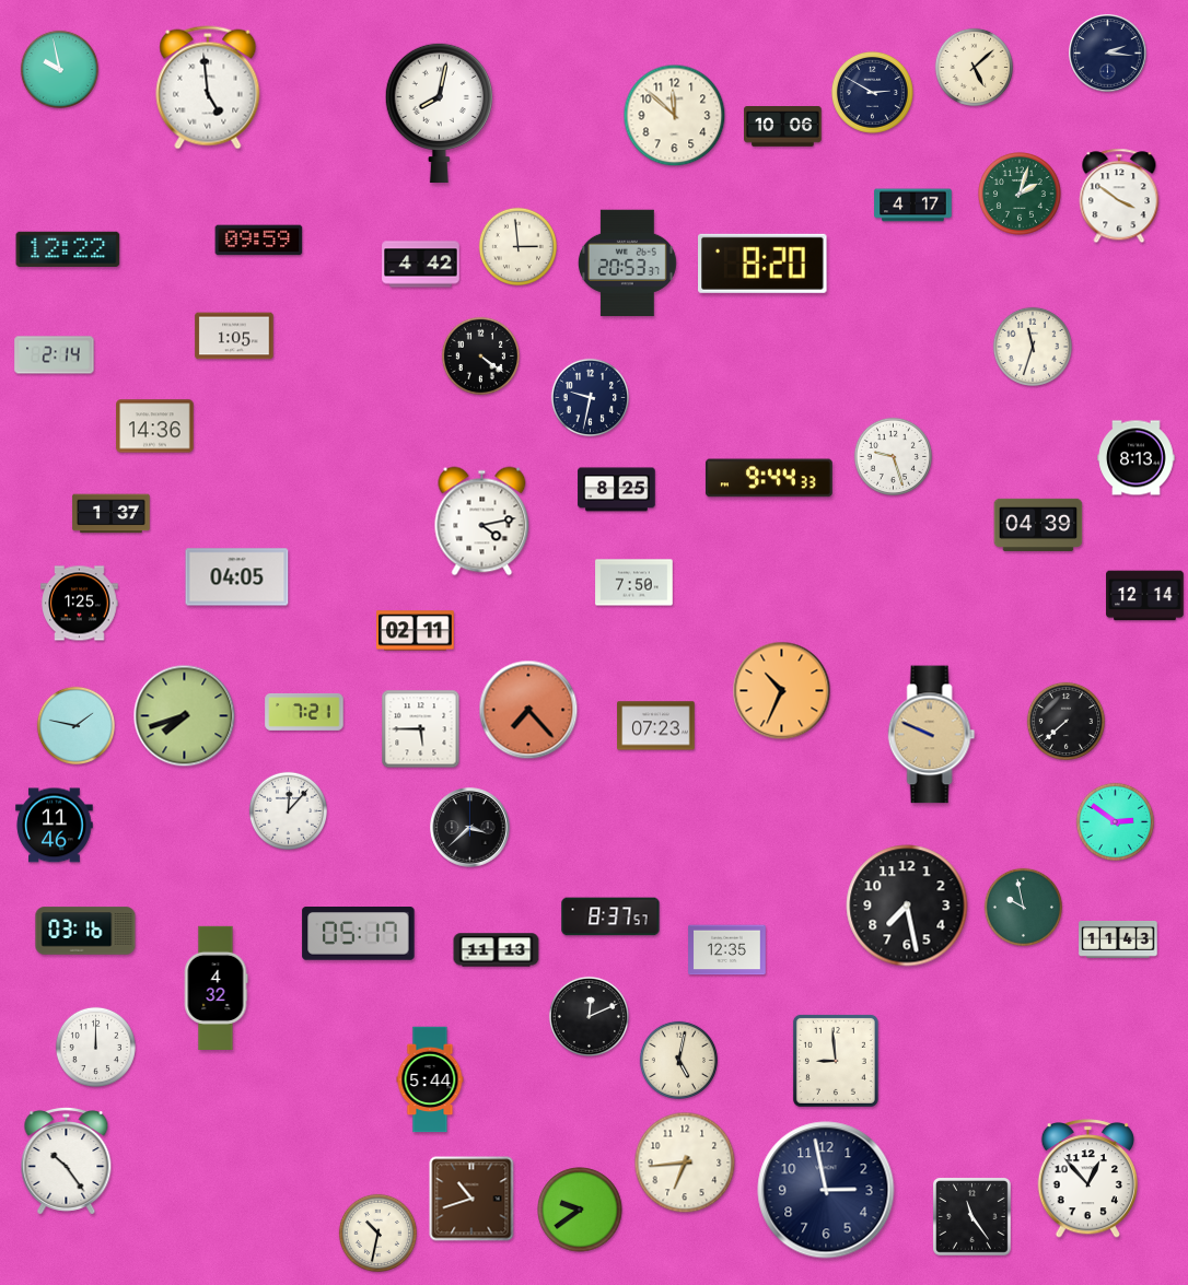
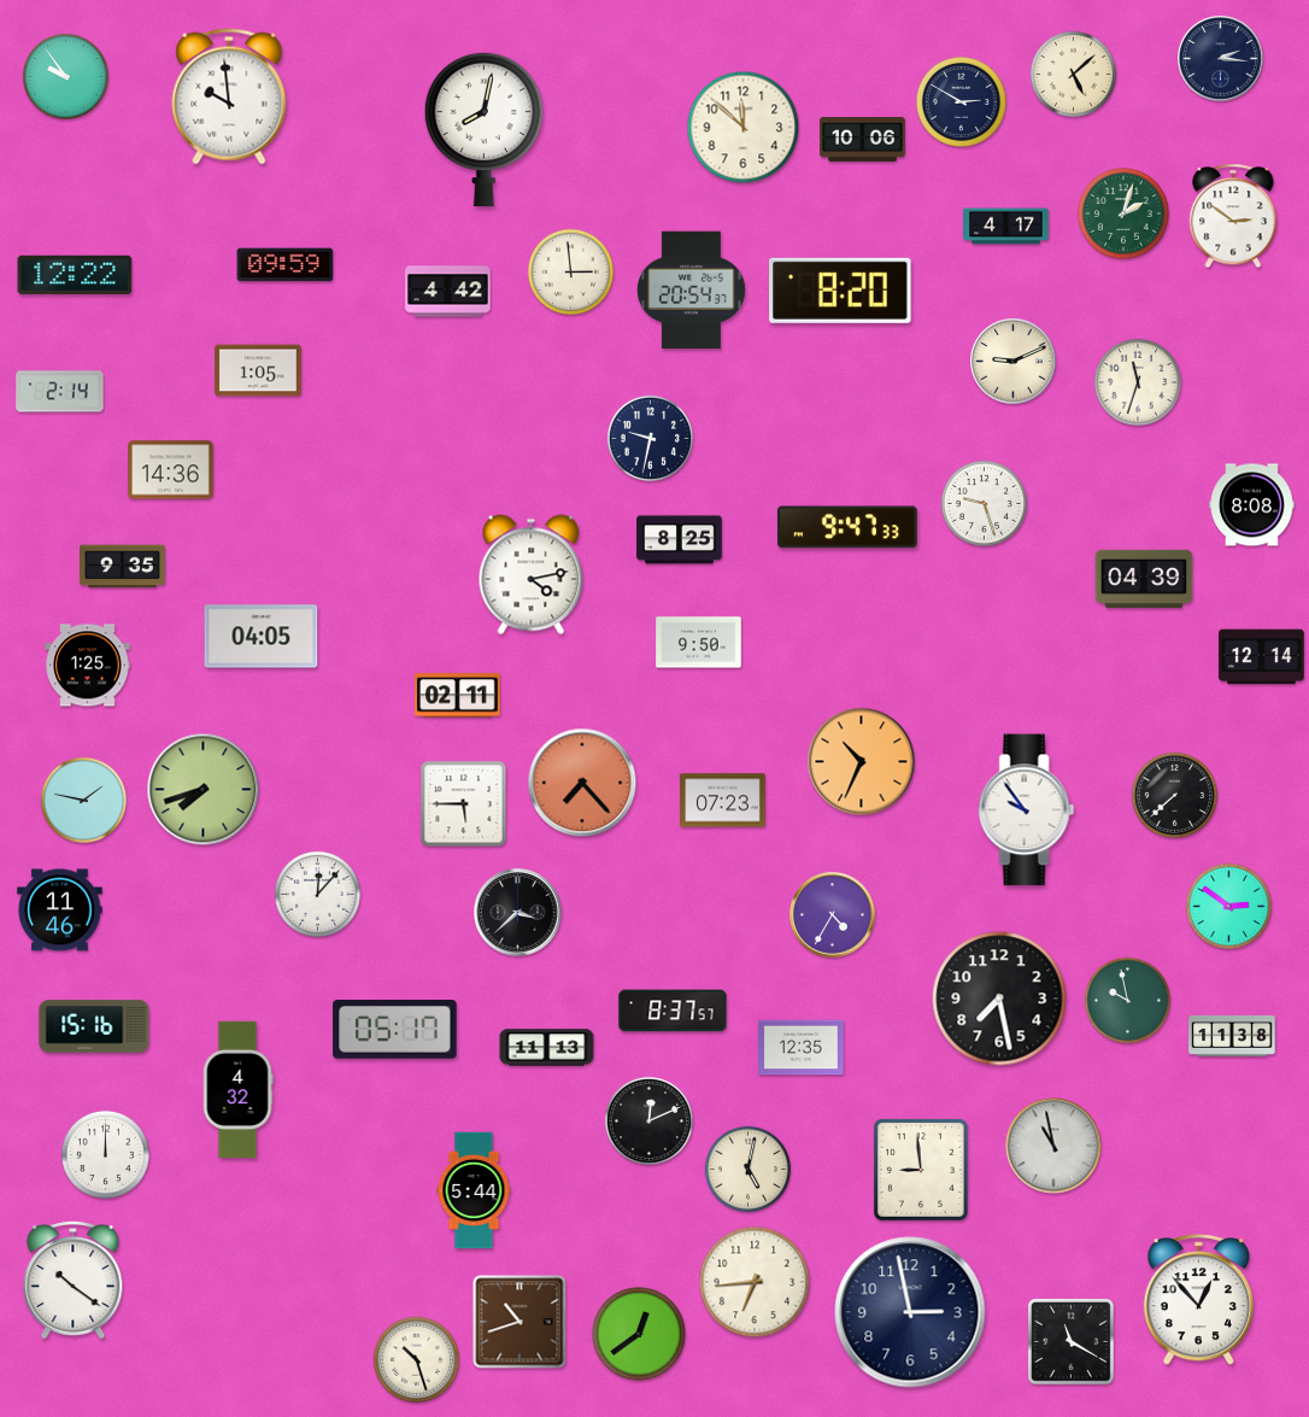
clock at (59, 69): 9:58 -> 9:54
clock at (208, 87): 4:59 -> 9:59
clock at (439, 113) position: (439, 113) -> (483, 129)
clock at (1119, 196): 3:51 -> 2:51
clock at (627, 264): 20:53 -> 20:54
clock at (421, 265) position: (421, 265) -> (448, 292)
clock at (1014, 362): none -> 9:11
clock at (480, 355): 4:21 -> none
clock at (1137, 458): 8:13 -> 8:08
clock at (769, 478): 9:44 -> 9:47
clock at (112, 514): 1:37 -> 9:35
clock at (634, 583): 7:50 -> 9:50
clock at (304, 712): 7:21 -> none
clock at (932, 735): 9:49 -> 9:54
clock at (932, 735) dial: champagne -> white
clock at (833, 915): none -> 4:35
clock at (85, 931): 03:16 -> 15:16
clock at (1118, 941): 11:43 -> 11:38
clock at (1053, 1146): none -> 10:58
clock at (67, 1161): 10:24 -> 10:21
clock at (580, 1210): 9:39 -> 12:39
clock at (971, 1216): 11:24 -> 11:20
clock at (377, 1233): 10:32 -> 10:27
